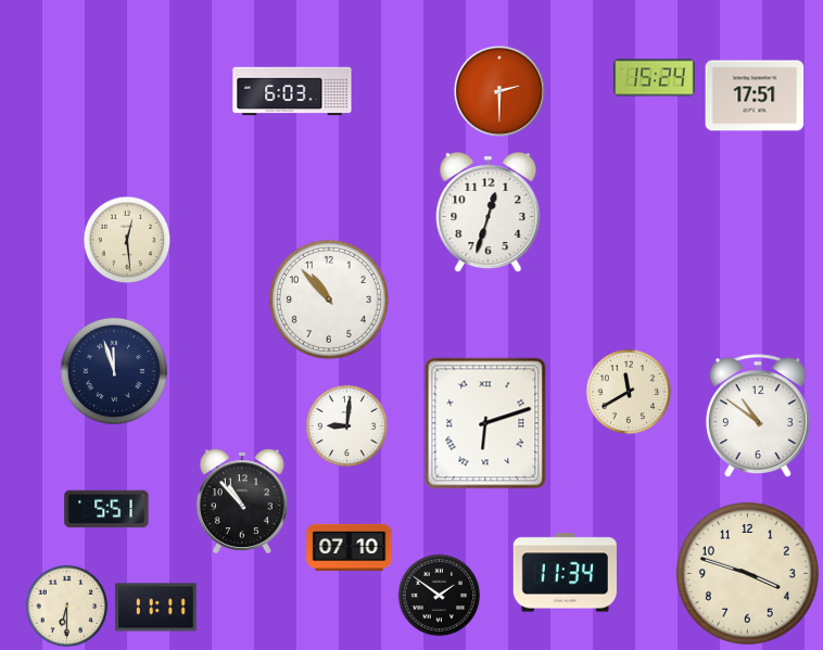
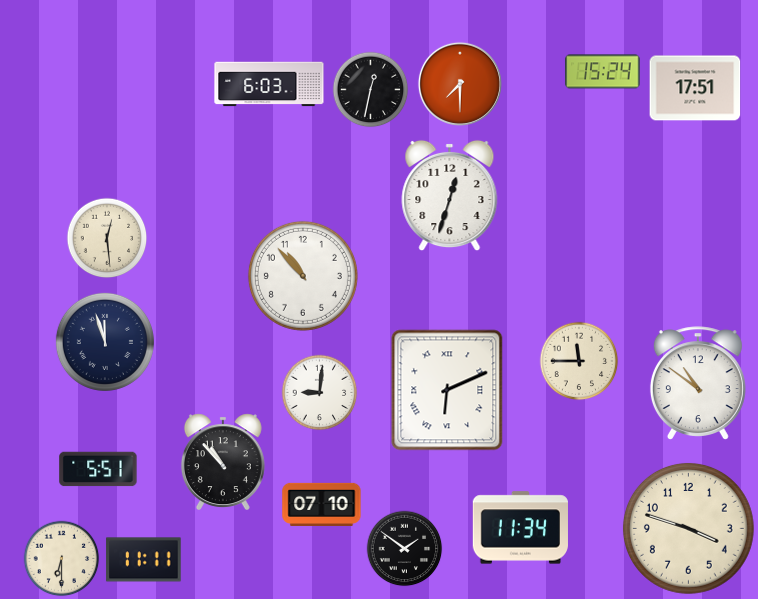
clock at (499, 91): 2:30 -> 7:30
clock at (371, 90): none -> 12:32
clock at (127, 240) position: (127, 240) -> (107, 238)
clock at (629, 392): 11:40 -> 11:45
clock at (485, 423): 6:12 -> 6:11
